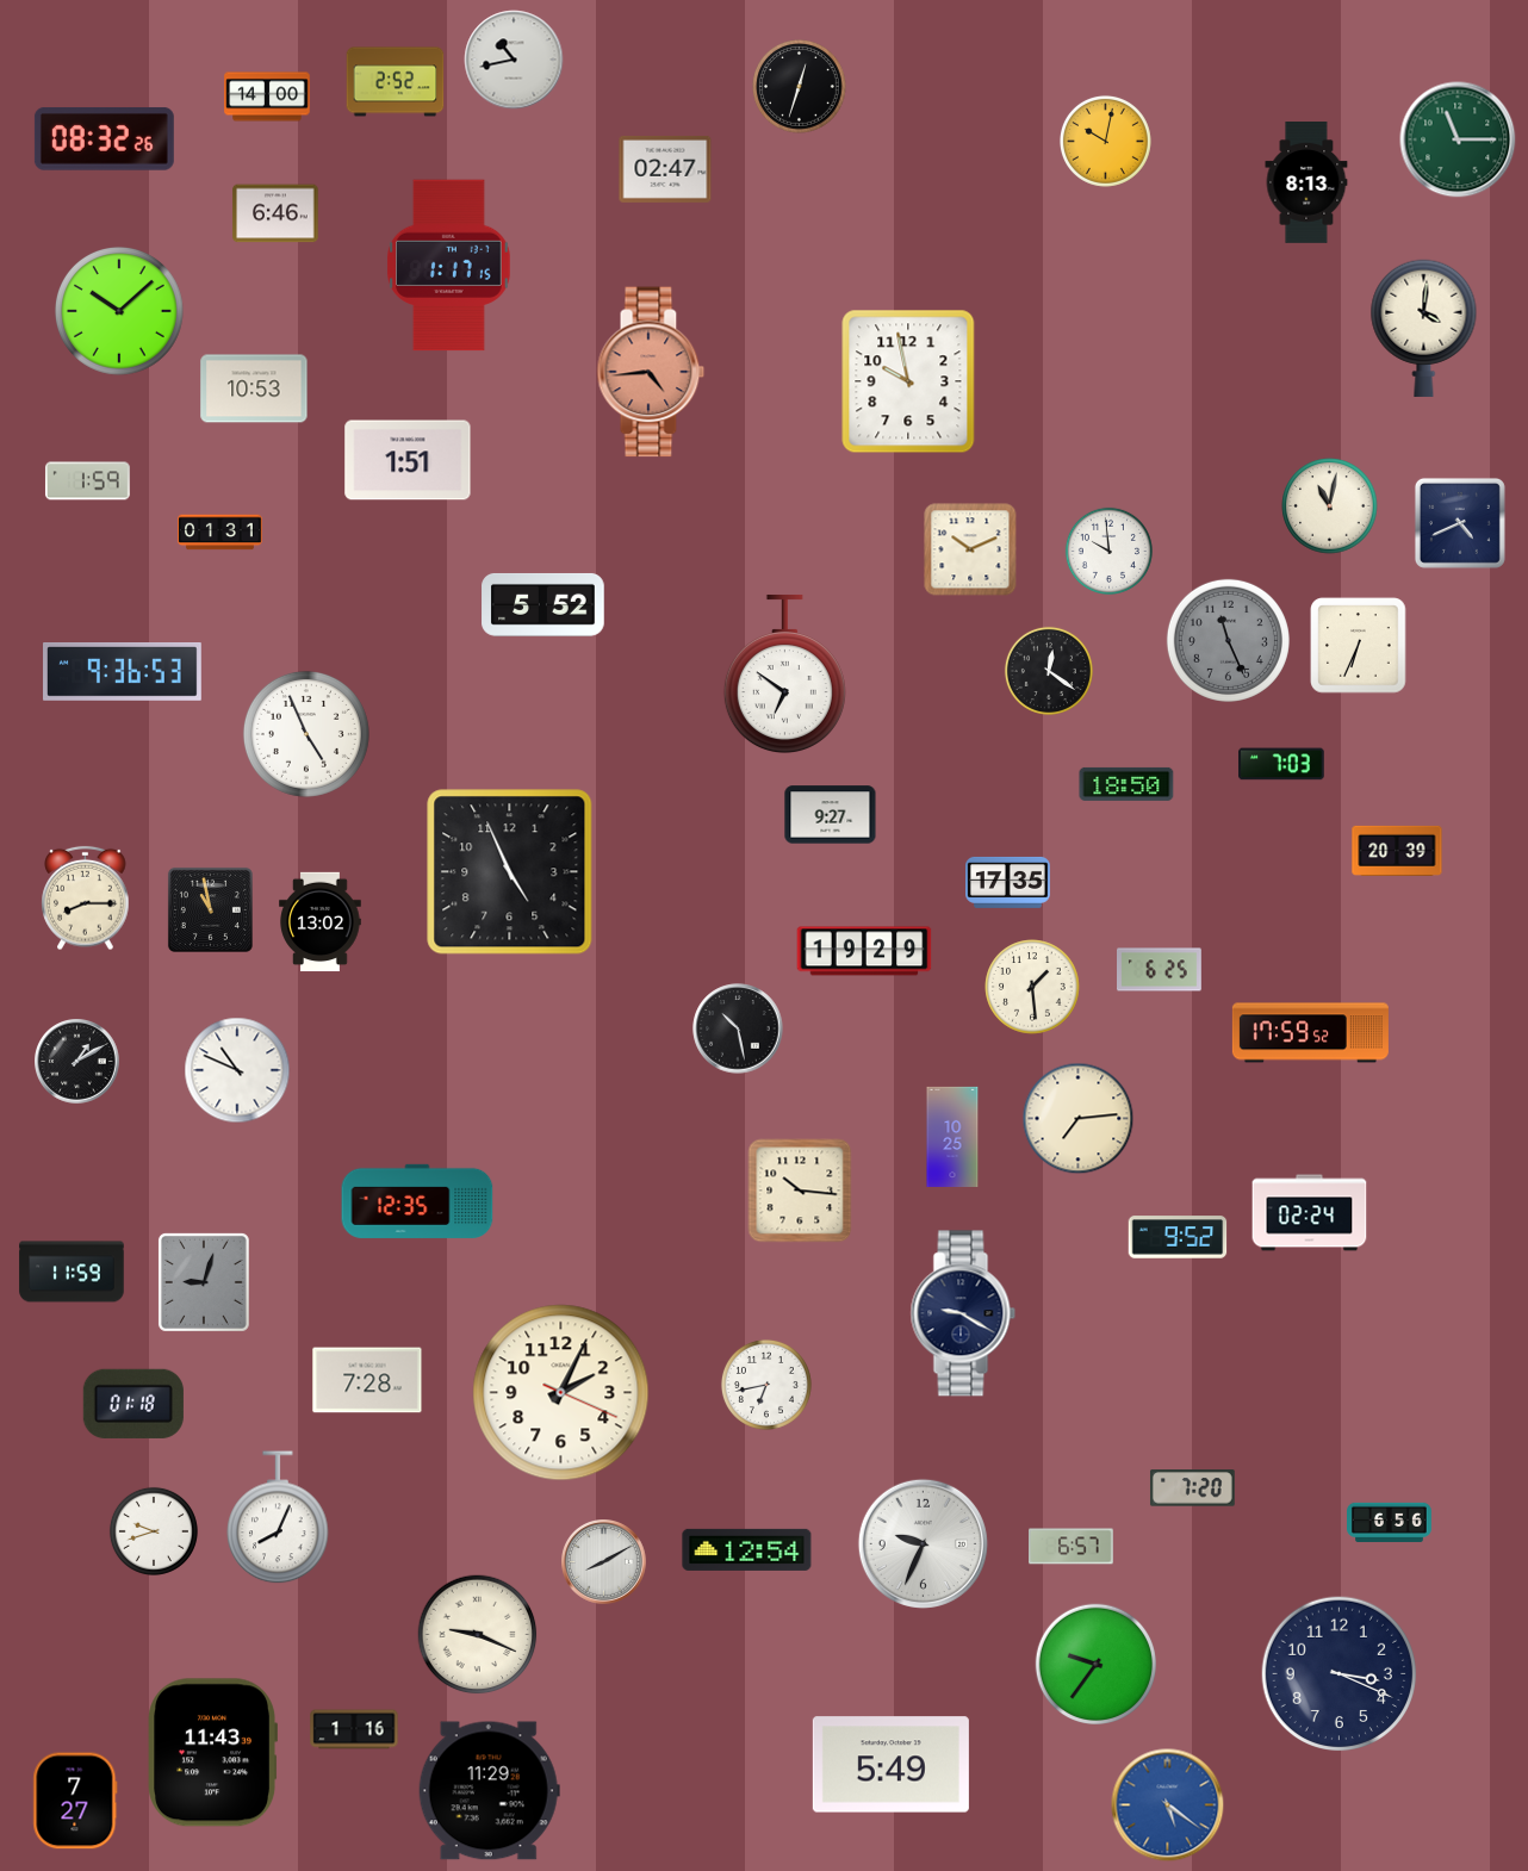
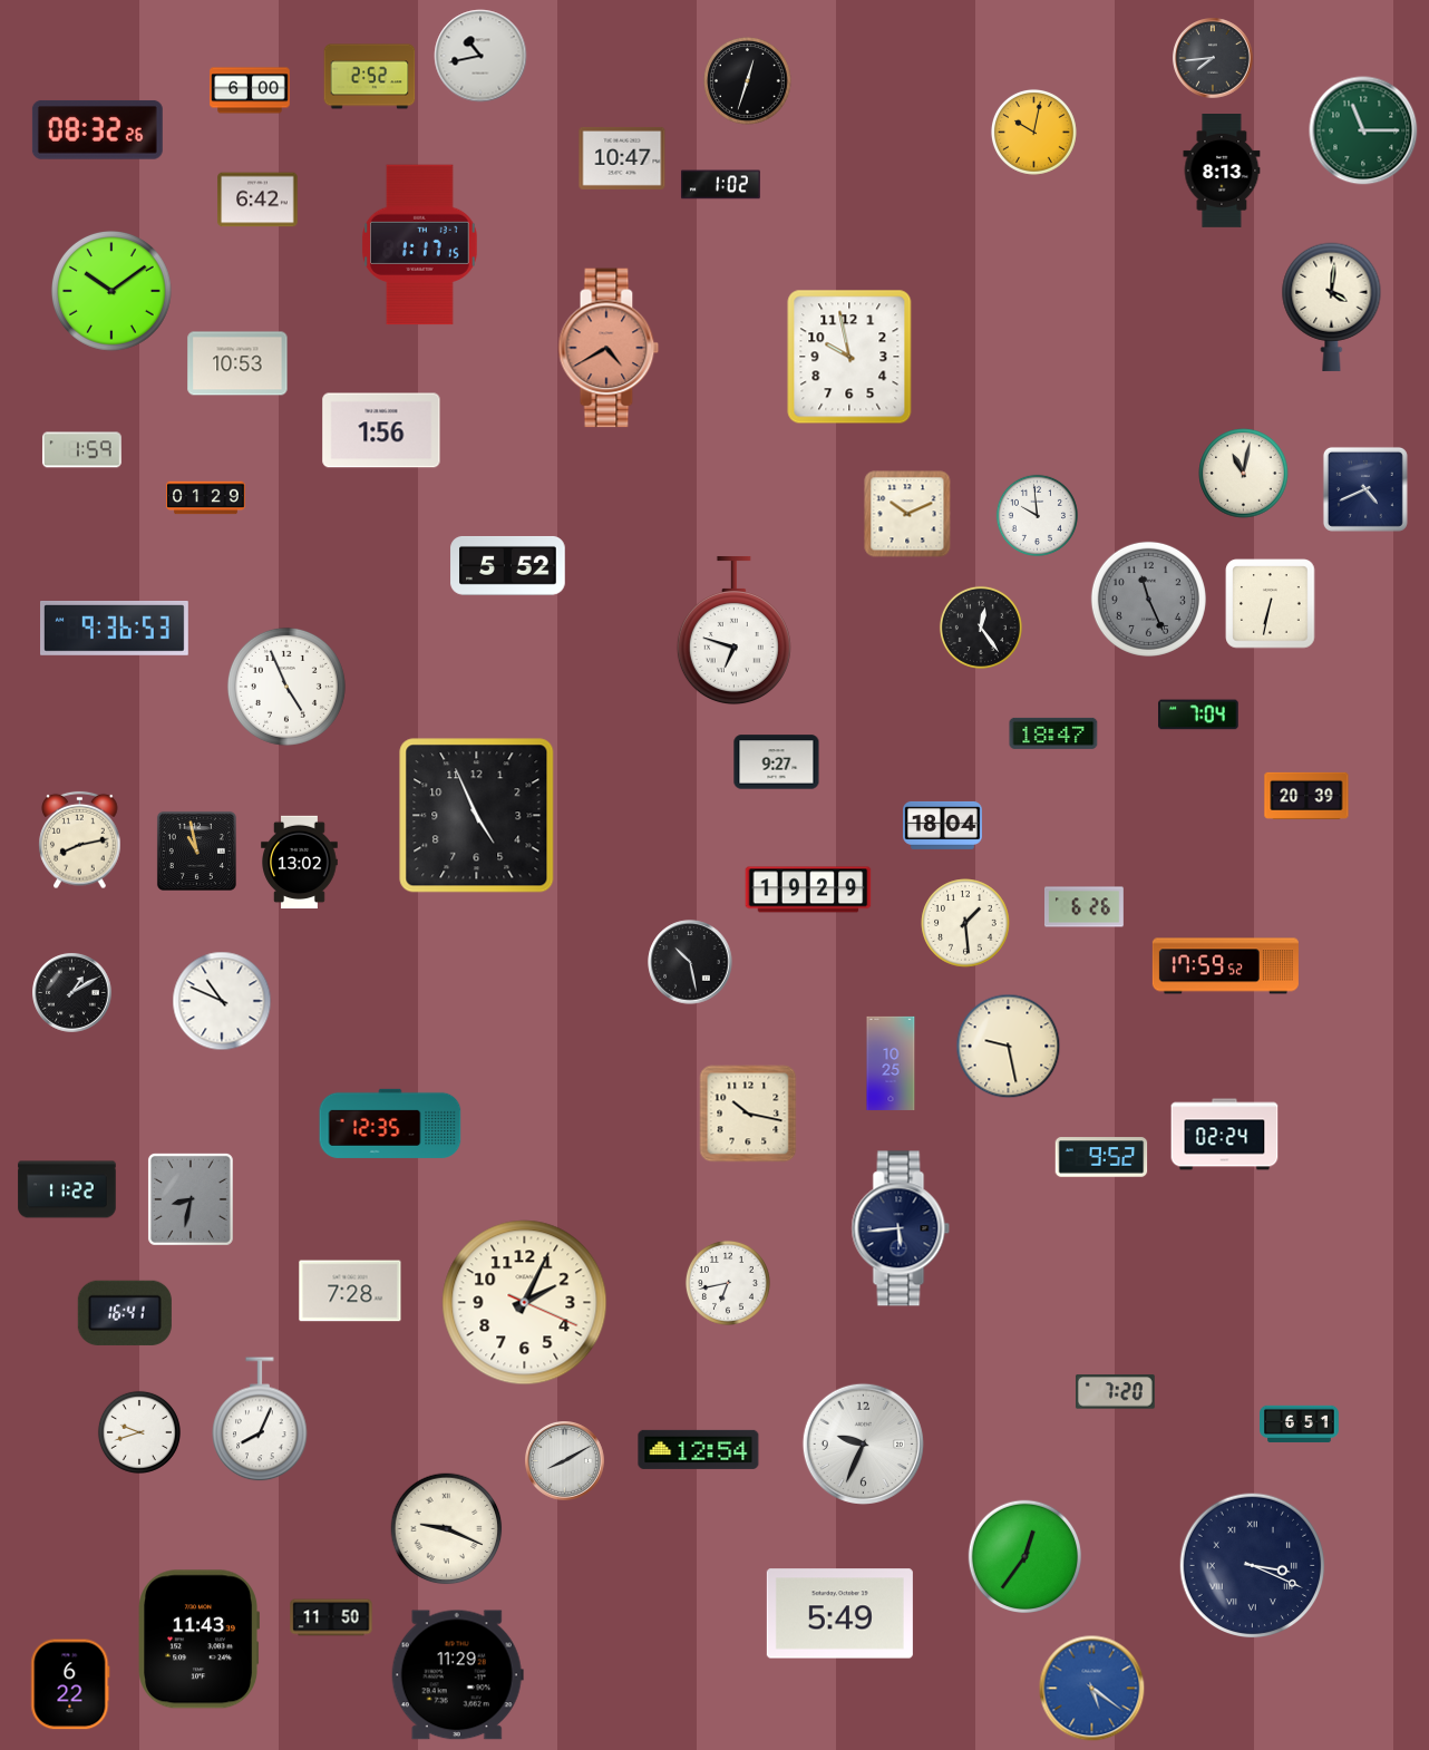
clock at (1213, 58): none -> 7:44
clock at (267, 97): 14:00 -> 6:00
clock at (665, 169): 02:47 -> 10:47
clock at (720, 185): none -> 1:02
clock at (275, 213): 6:46 -> 6:42
clock at (449, 266) position: (449, 266) -> (420, 245)
clock at (119, 311): 10:08 -> 10:09
clock at (651, 372): 4:44 -> 4:40
clock at (408, 460): 1:51 -> 1:56
clock at (220, 533): 01:31 -> 01:29
clock at (1359, 646): 6:34 -> 6:32
clock at (1049, 671): 12:21 -> 12:24
clock at (784, 675): 6:51 -> 6:48
clock at (1281, 764): 7:03 -> 7:04
clock at (1126, 784): 18:50 -> 18:47
clock at (1008, 882): 17:35 -> 18:04
clock at (86, 899): 8:15 -> 8:13
clock at (1160, 970): 6:25 -> 6:26
clock at (1079, 1119): 7:14 -> 9:28
clock at (800, 1191): 10:16 -> 10:17
clock at (72, 1272): 11:59 -> 11:22
clock at (204, 1282): 9:03 -> 8:32
clock at (963, 1313): 9:20 -> 5:44
clock at (367, 1380) position: (367, 1380) -> (350, 1291)
clock at (766, 1385) position: (766, 1385) -> (728, 1283)
clock at (133, 1404): 01:18 -> 16:41
clock at (1390, 1522): 6:56 -> 6:51
clock at (154, 1531) position: (154, 1531) -> (139, 1432)
clock at (1072, 1547): 6:57 -> none
clock at (1095, 1664): 9:36 -> 12:36
clock at (1340, 1674) numerals: Arabic -> Roman
clock at (354, 1729): 1:16 -> 11:50
clock at (890, 1765) position: (890, 1765) -> (839, 1614)
clock at (75, 1801): 7:27 -> 6:22
